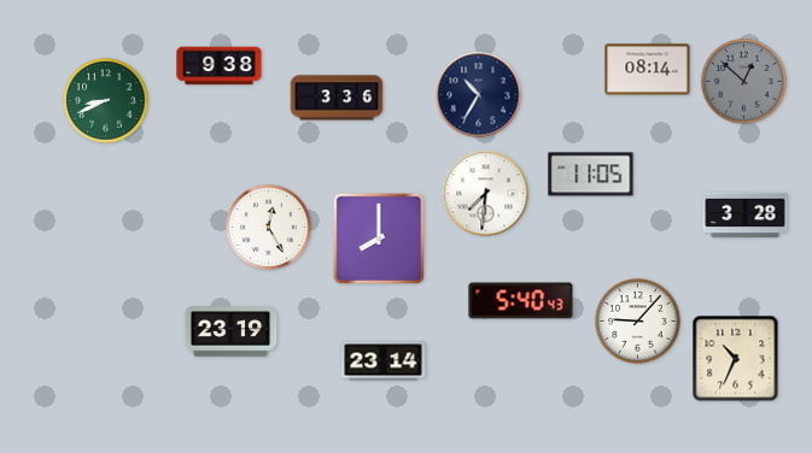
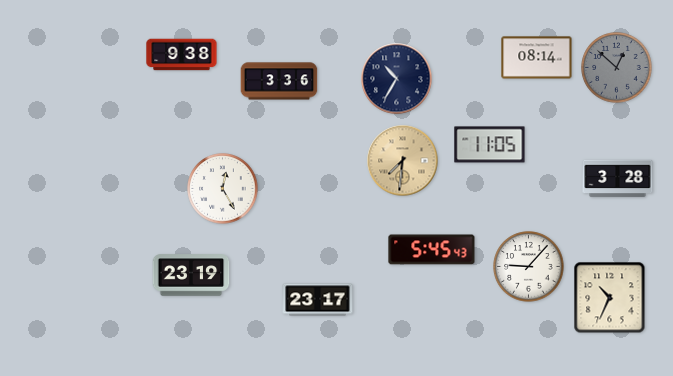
clock at (106, 101): 8:41 -> none
clock at (486, 194) dial: white -> champagne
clock at (379, 239): 8:00 -> none
clock at (521, 301): 5:40 -> 5:45
clock at (384, 361): 23:14 -> 23:17
